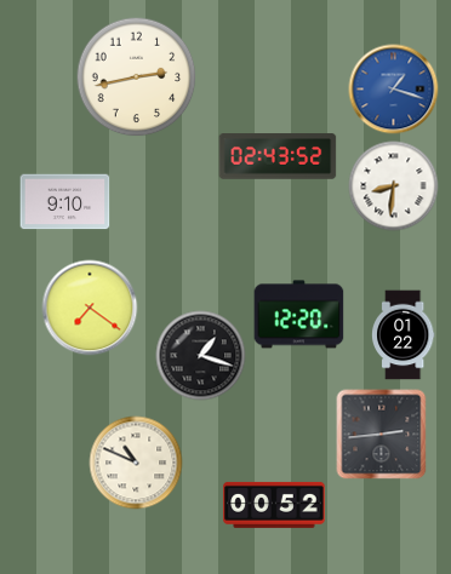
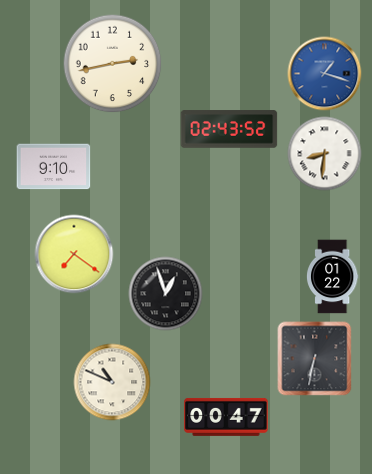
clock at (299, 315): 12:20 -> none
clock at (201, 356): 1:18 -> 12:57
clock at (382, 435): 2:44 -> 6:32
clock at (274, 505): 00:52 -> 00:47
